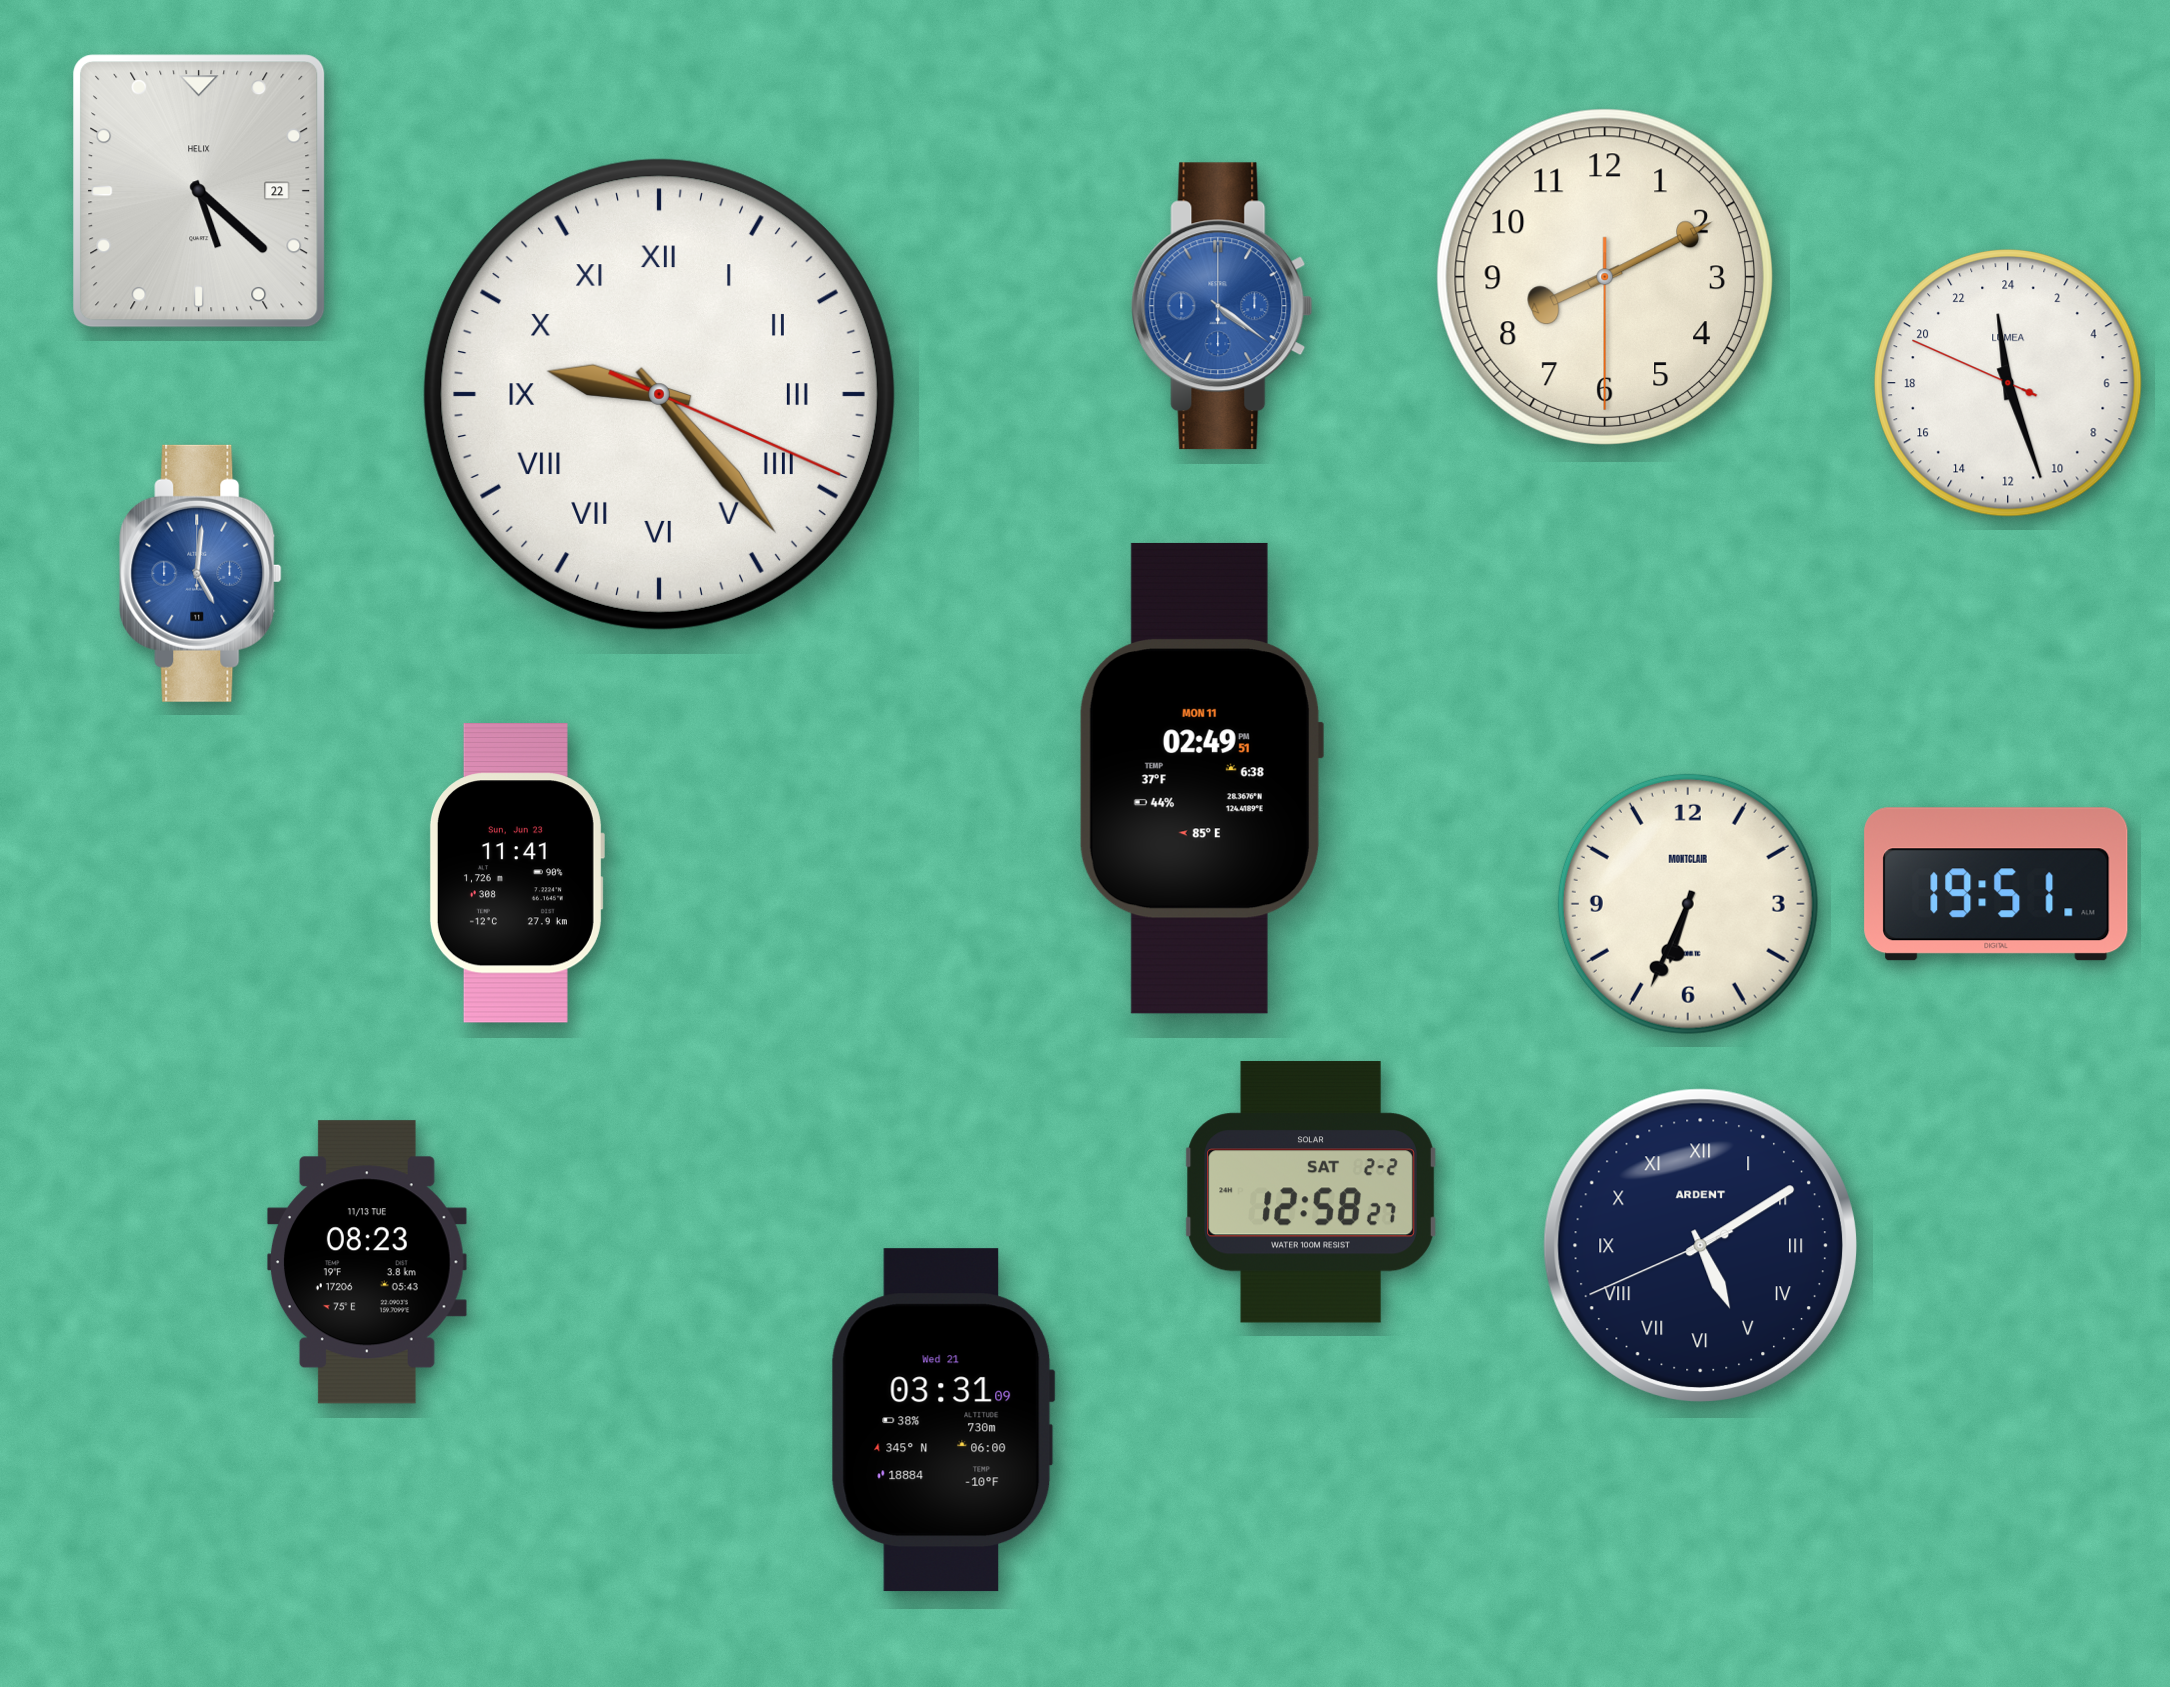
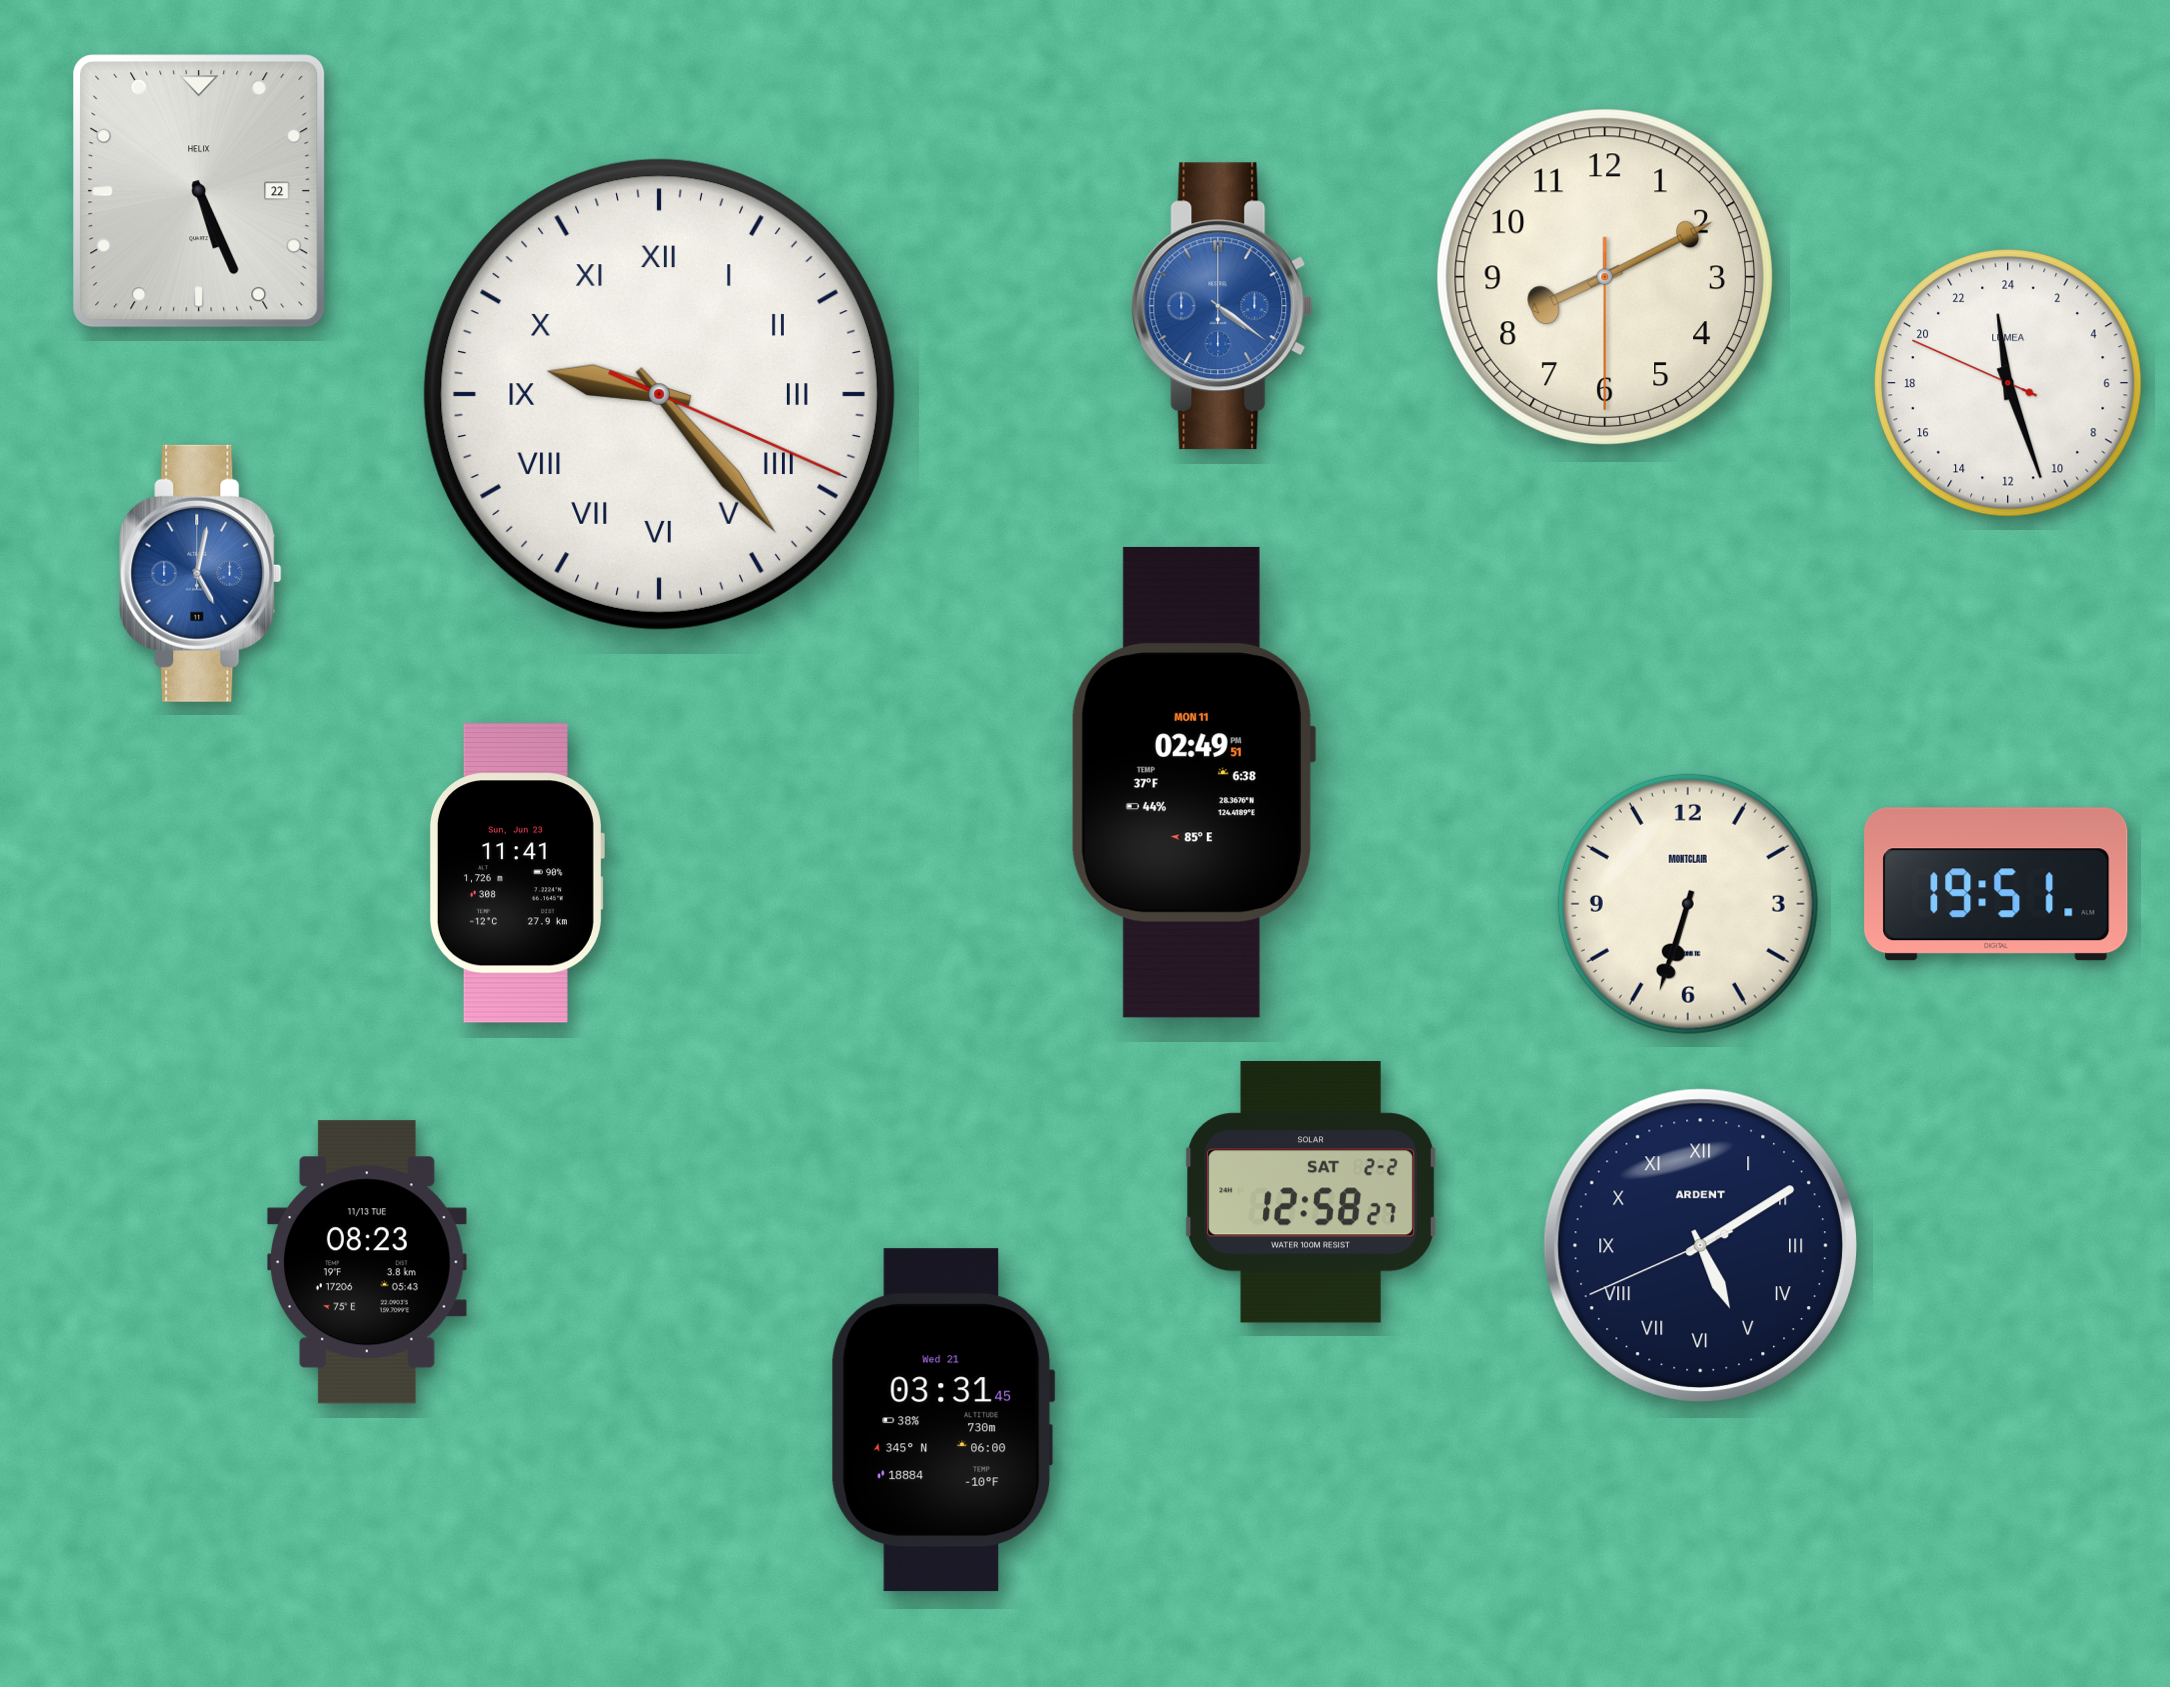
clock at (199, 191): 5:22 -> 5:26
clock at (201, 573): 5:01 -> 5:02
clock at (1201, 778) position: (1201, 778) -> (1193, 782)
clock at (1688, 904): 6:34 -> 6:33
clock at (943, 1420): 03:31:09 -> 03:31:45
